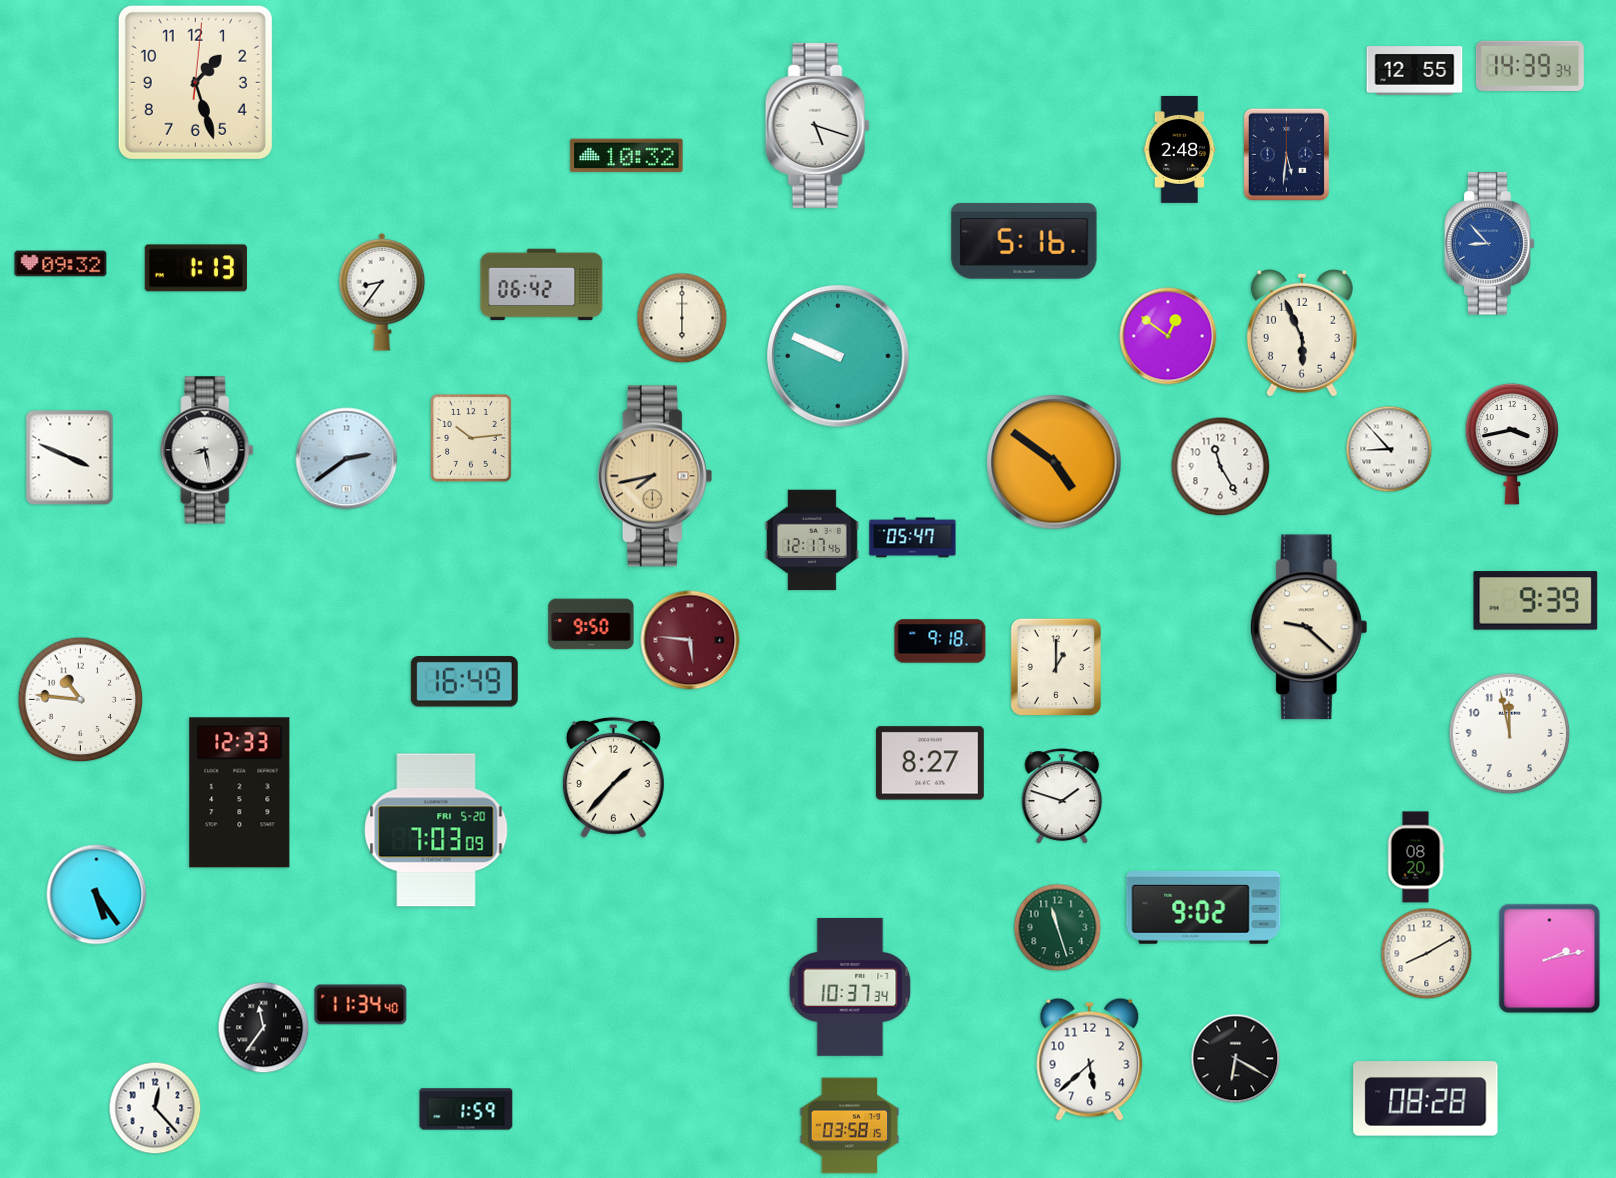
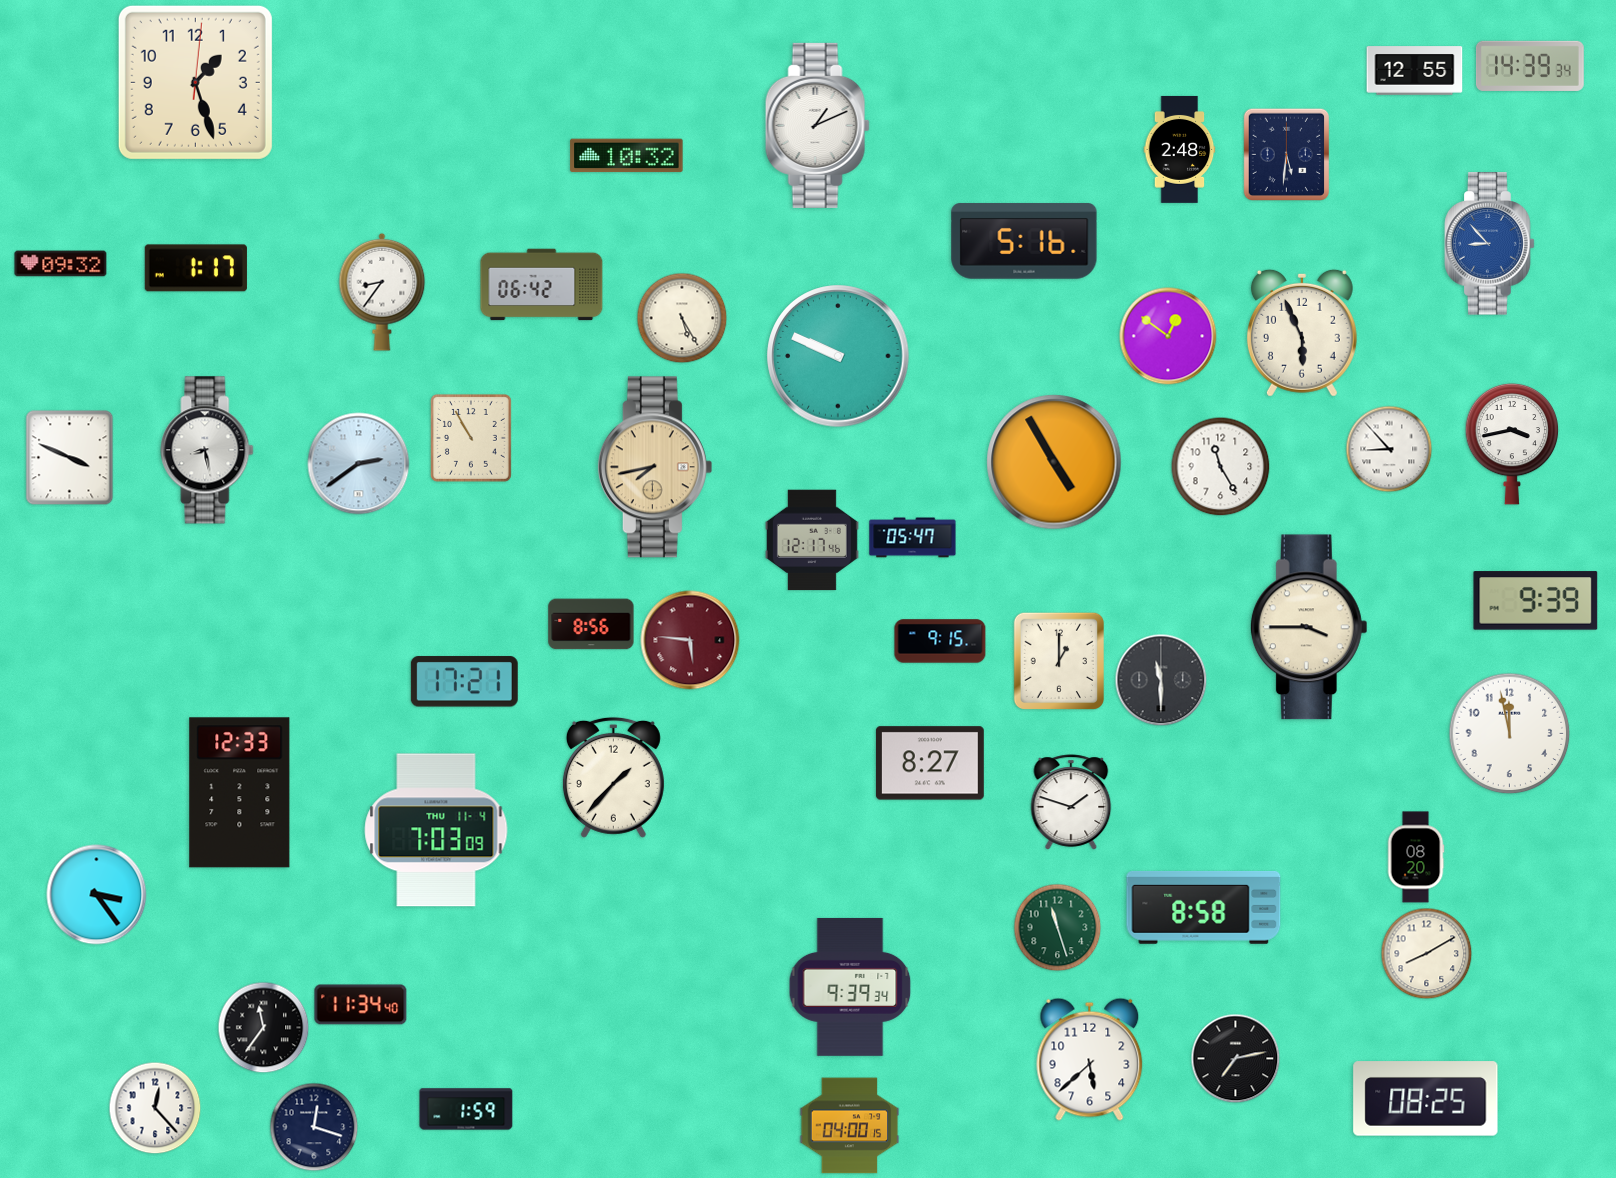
clock at (817, 125): 5:18 -> 1:11
clock at (196, 268): 1:13 -> 1:17
clock at (682, 318): 6:00 -> 5:25
clock at (471, 438): 10:14 -> 10:55
clock at (347, 459) position: (347, 459) -> (359, 464)
clock at (1054, 462): 4:51 -> 4:55
clock at (655, 476) position: (655, 476) -> (655, 467)
clock at (591, 624): 9:50 -> 8:56
clock at (1309, 627): 9:22 -> 3:45
clock at (940, 641): 9:18 -> 9:15
clock at (1055, 666) position: (1055, 666) -> (1058, 660)
clock at (1161, 680): none -> 11:30
clock at (464, 682): 16:49 -> 17:21
clock at (81, 700): 10:46 -> none
clock at (1062, 796) position: (1062, 796) -> (1071, 802)
clock at (436, 830) date: FRI 5-20 -> THU 11-4
clock at (97, 895): 5:24 -> 3:24
clock at (1204, 907): 9:02 -> 8:58
clock at (1550, 959): 2:13 -> none
clock at (850, 987): 10:37 -> 9:39
clock at (1236, 1059): 6:20 -> 7:13
clock at (1426, 1099): 08:28 -> 08:25
clock at (850, 1126): 03:58 -> 04:00
clock at (314, 1127): none -> 12:18
